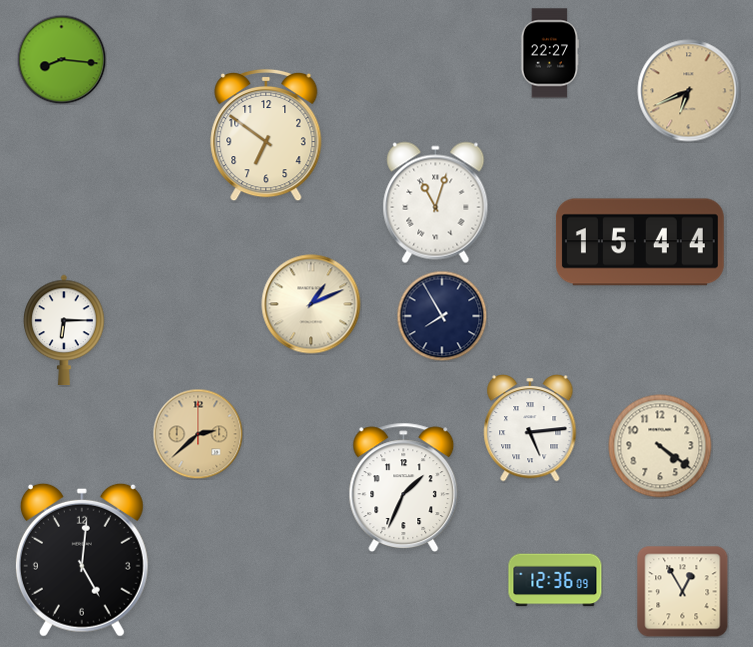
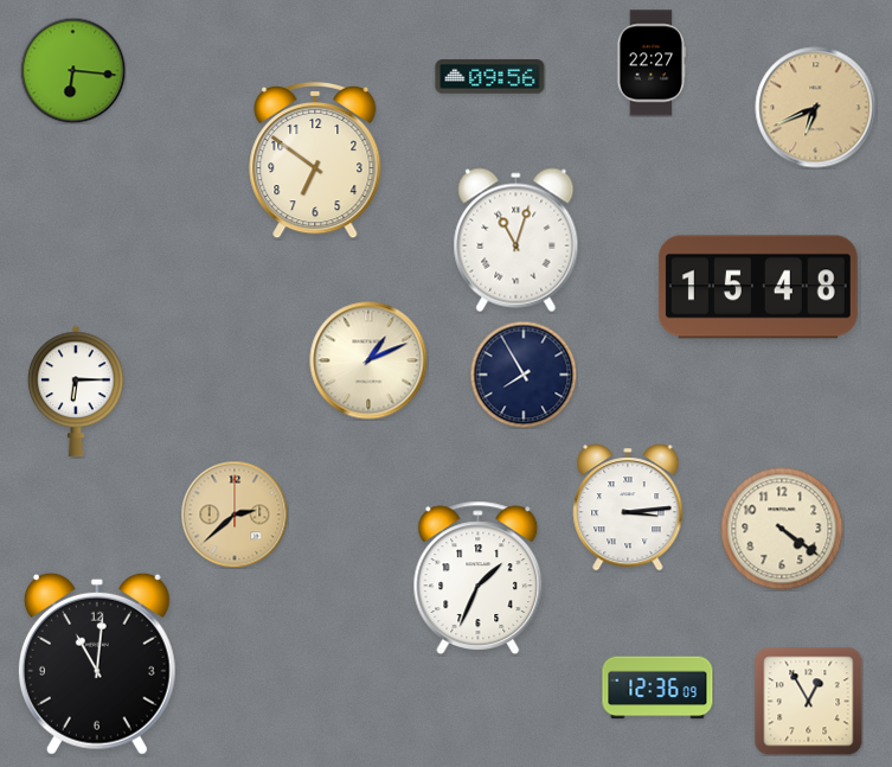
clock at (61, 59): 8:16 -> 6:16
clock at (490, 77): none -> 09:56
clock at (640, 242): 15:44 -> 15:48
clock at (530, 429): 5:14 -> 3:14
clock at (82, 560): 5:01 -> 11:01
